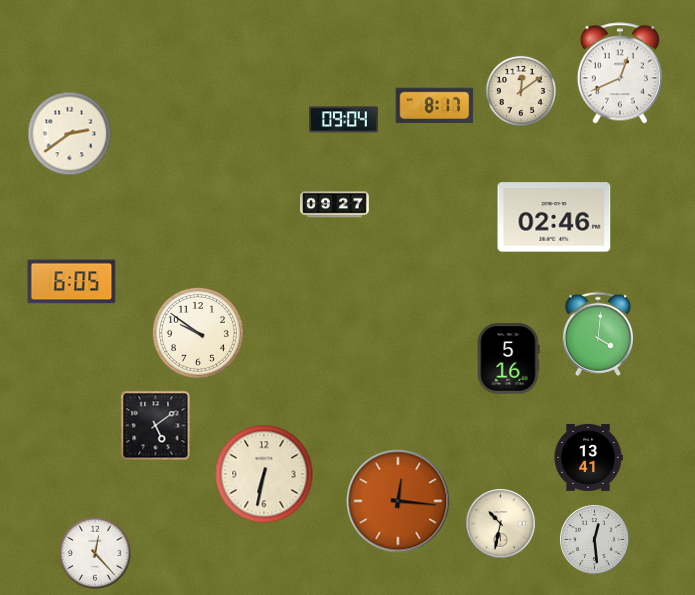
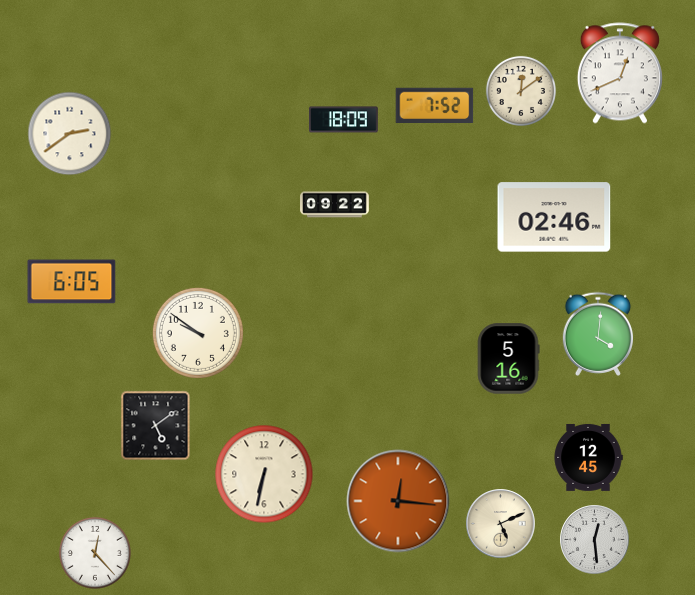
clock at (435, 106): 8:17 -> 7:52
clock at (344, 120): 09:04 -> 18:09
clock at (335, 205): 09:27 -> 09:22
clock at (588, 457): 13:41 -> 12:45
clock at (501, 524): 10:32 -> 5:11
